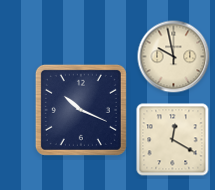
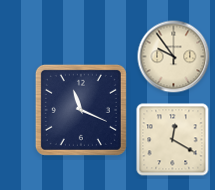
clock at (174, 57): 9:58 -> 9:54
clock at (81, 110): 10:19 -> 11:19
